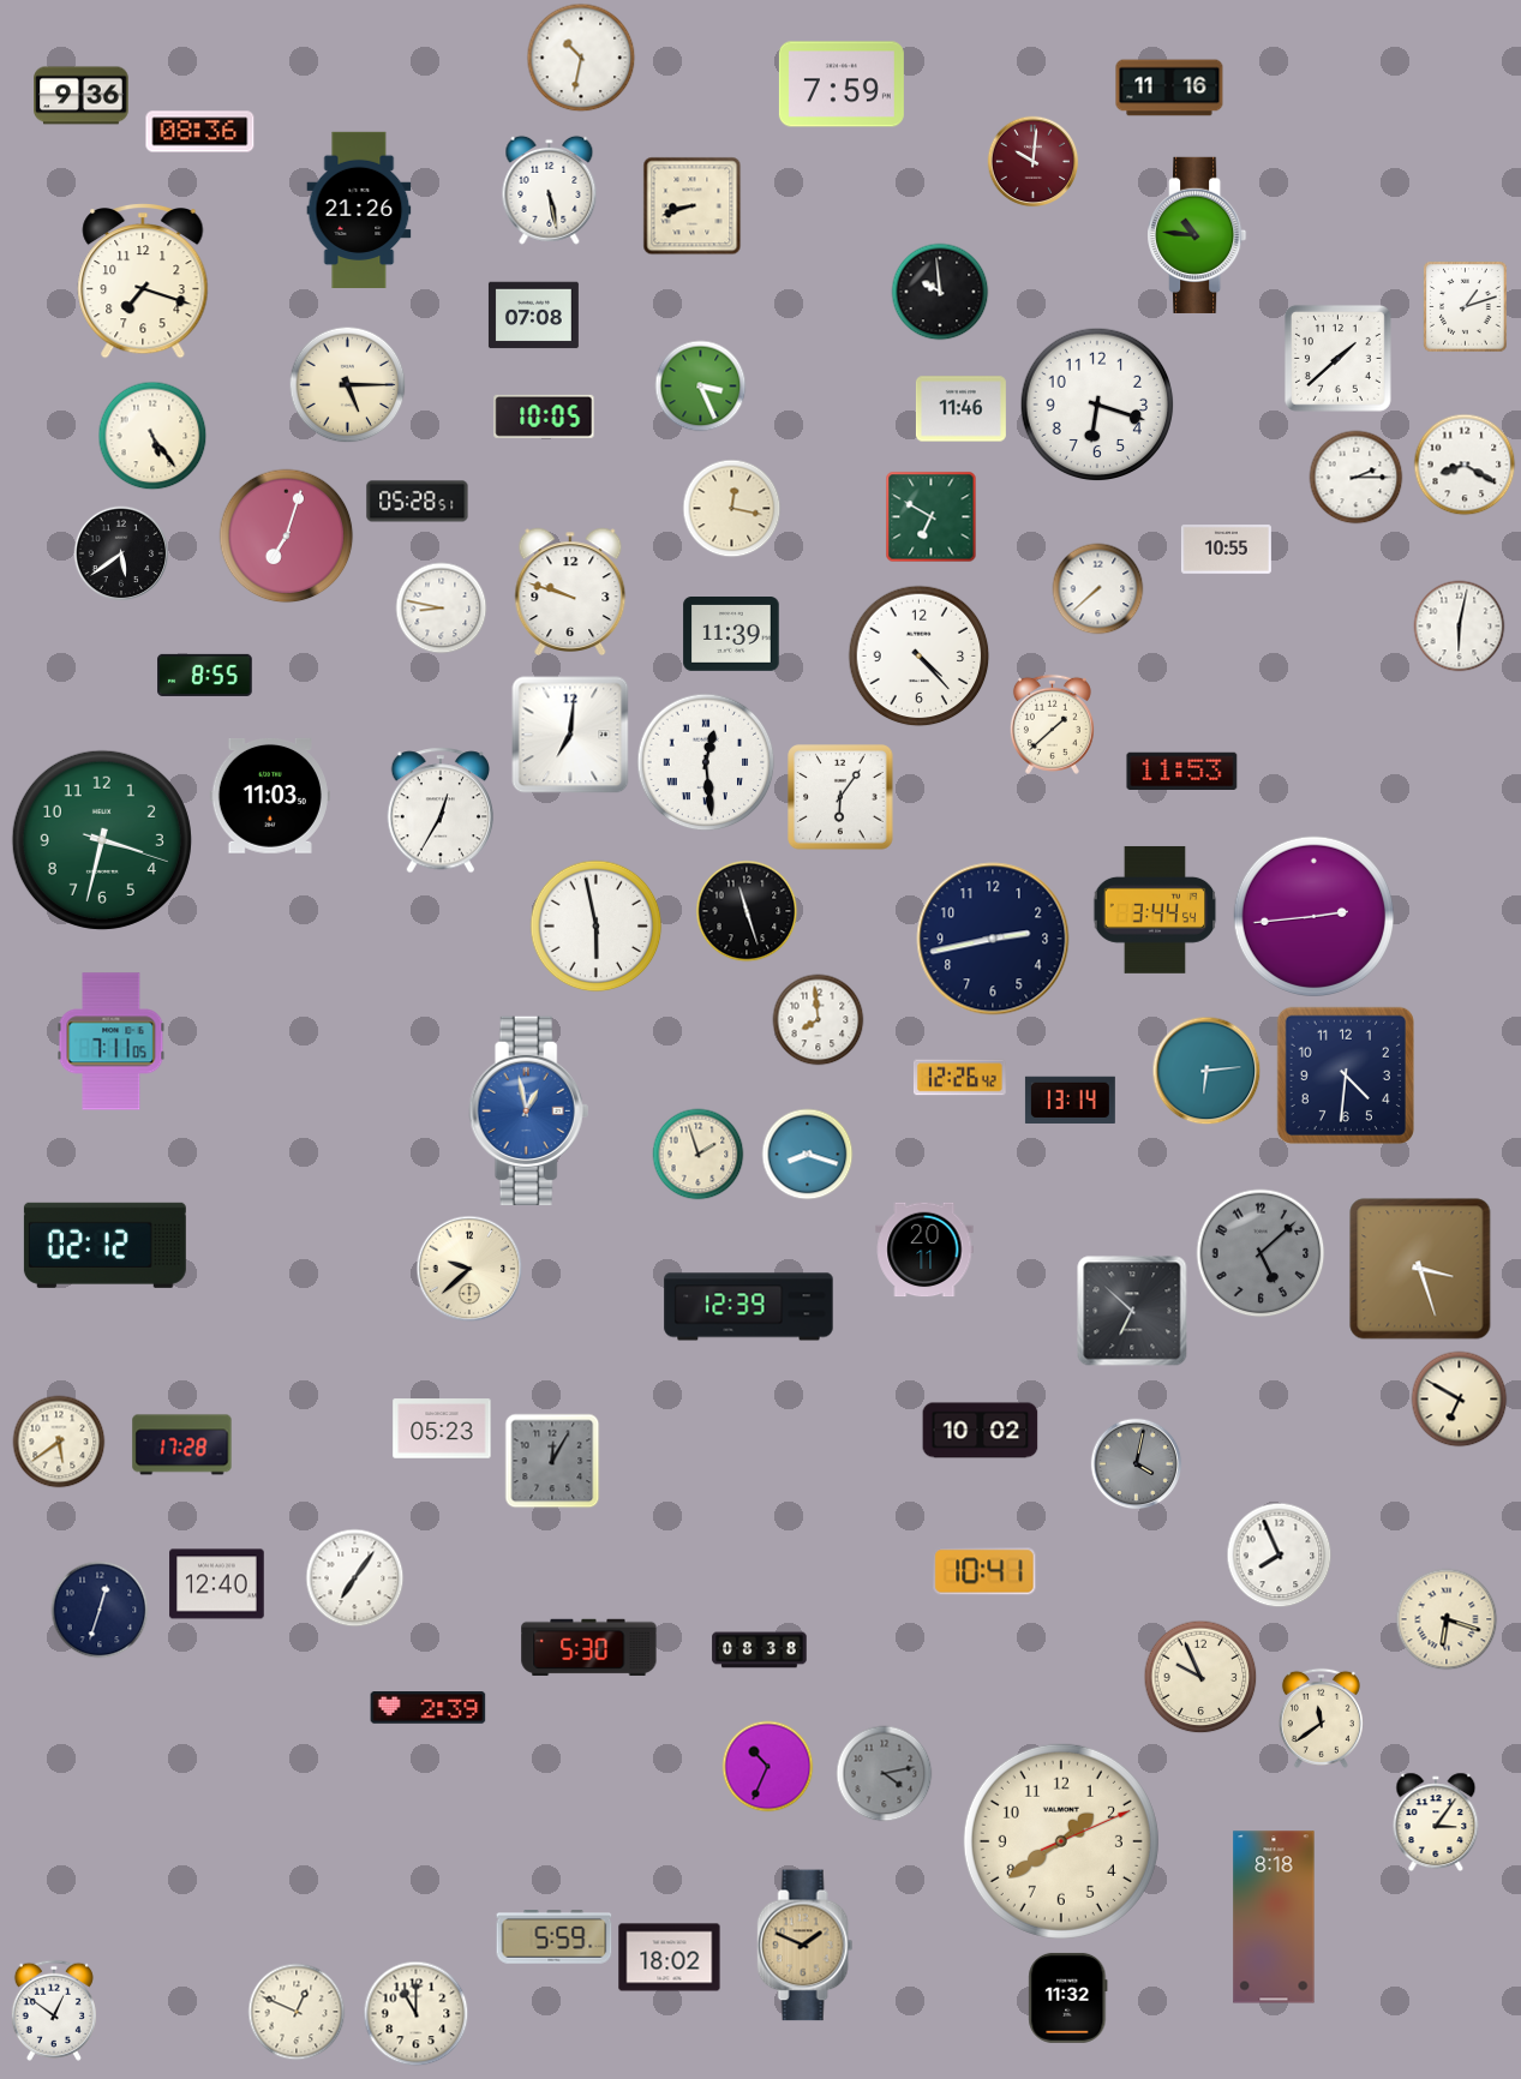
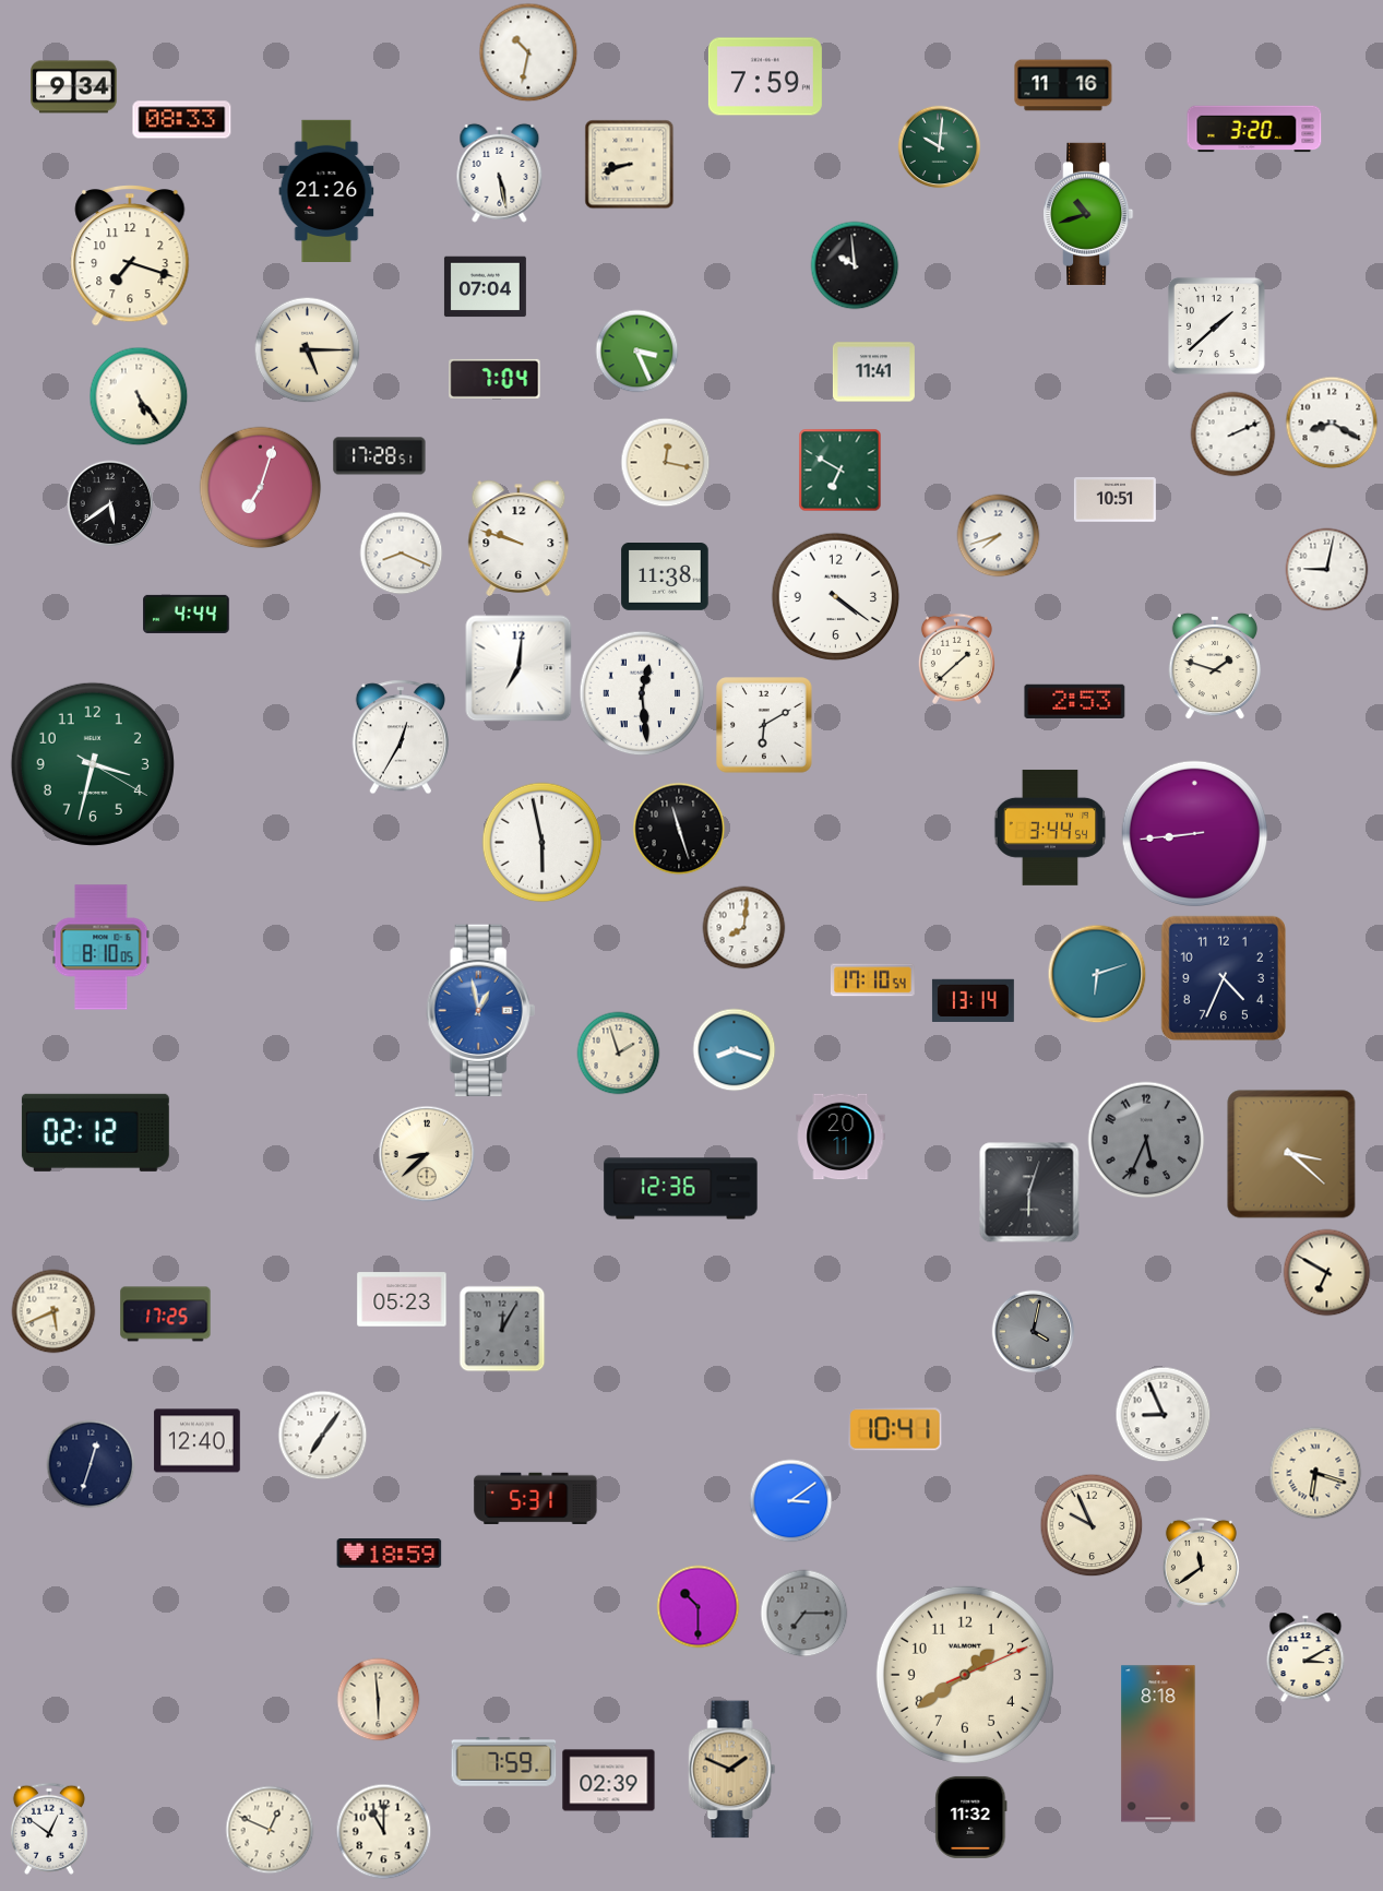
clock at (1169, 88) position: (1169, 88) -> (1063, 85)
clock at (82, 96): 9:36 -> 9:34
clock at (200, 132): 08:36 -> 08:33
clock at (1254, 129): none -> 3:20
clock at (1034, 162) dial: burgundy -> green
clock at (693, 206) position: (693, 206) -> (630, 165)
clock at (1197, 235): 10:46 -> 10:42
clock at (1466, 307): 1:12 -> none
clock at (533, 316): 07:08 -> 07:04
clock at (348, 385) position: (348, 385) -> (308, 350)
clock at (1097, 405): 6:18 -> none
clock at (960, 409): 11:46 -> 11:41
clock at (544, 417): 10:05 -> 7:04
clock at (1357, 478): 2:15 -> 2:11
clock at (418, 502): 05:28 -> 17:28
clock at (932, 517) position: (932, 517) -> (840, 471)
clock at (1226, 550): 10:55 -> 10:51
clock at (1098, 589): 7:38 -> 7:42
clock at (442, 609): 8:47 -> 8:19
clock at (1460, 627): 6:02 -> 9:02
clock at (731, 635): 11:39 -> 11:38
clock at (920, 657): 4:23 -> 4:21
clock at (205, 675): 8:55 -> 4:44
clock at (1214, 666): none -> 1:48
clock at (1182, 772): 11:53 -> 2:53
clock at (270, 796): 11:03 -> none
clock at (840, 797): 6:06 -> 6:10
clock at (102, 840): 3:32:18 -> 3:32:20
clock at (1313, 916): 2:44 -> 8:44
clock at (993, 939): 2:43 -> none
clock at (819, 1020): 7:59 -> 8:01
clock at (112, 1042): 7:11 -> 8:10
clock at (1206, 1071): 6:14 -> 6:12
clock at (1346, 1076): 4:31 -> 4:34
clock at (959, 1078): 12:26 -> 17:10
clock at (699, 1155) position: (699, 1155) -> (619, 1054)
clock at (1260, 1253): 5:08 -> 5:34
clock at (469, 1269): 9:38 -> 8:38
clock at (1420, 1269): 3:27 -> 3:22
clock at (749, 1307): 12:39 -> 12:36
clock at (1132, 1311): 6:52 -> 6:03
clock at (981, 1431): 10:02 -> none
clock at (59, 1442): 5:39 -> 5:41
clock at (182, 1445): 17:28 -> 17:25
clock at (1280, 1556): 7:56 -> 8:56
clock at (589, 1647): 5:30 -> 5:31
clock at (760, 1650): 08:38 -> none
clock at (791, 1501): none -> 3:09
clock at (429, 1708): 2:39 -> 18:59
clock at (768, 1767): 10:34 -> 10:30
clock at (885, 1774): 4:13 -> 7:15
clock at (1436, 1822): 3:06 -> 3:10
clock at (379, 1700): none -> 5:59
clock at (555, 1937): 5:59 -> 7:59
clock at (670, 1958): 18:02 -> 02:39
clock at (417, 2014) position: (417, 2014) -> (384, 1832)
